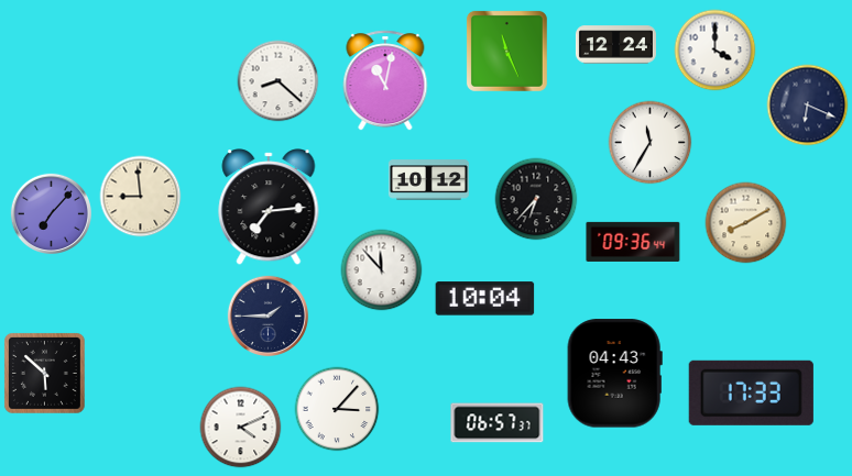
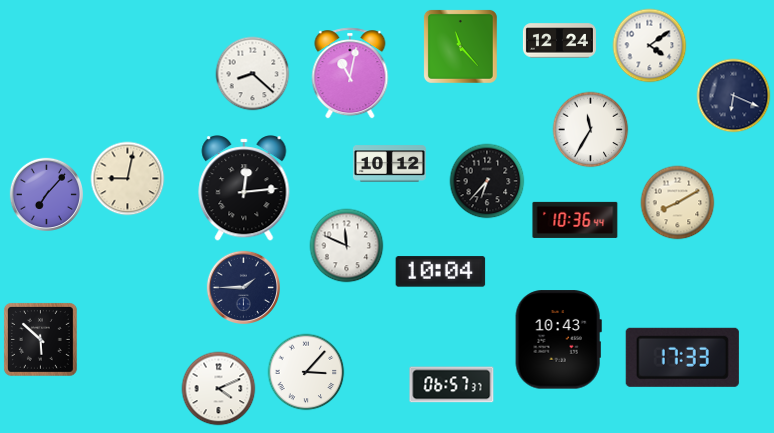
clock at (506, 51): 11:26 -> 11:23
clock at (716, 51): 4:00 -> 4:09
clock at (141, 197): 8:59 -> 9:02
clock at (269, 207): 7:14 -> 12:14
clock at (633, 242): 09:36 -> 10:36
clock at (382, 270): 11:53 -> 11:49
clock at (614, 374): 04:43 -> 10:43
